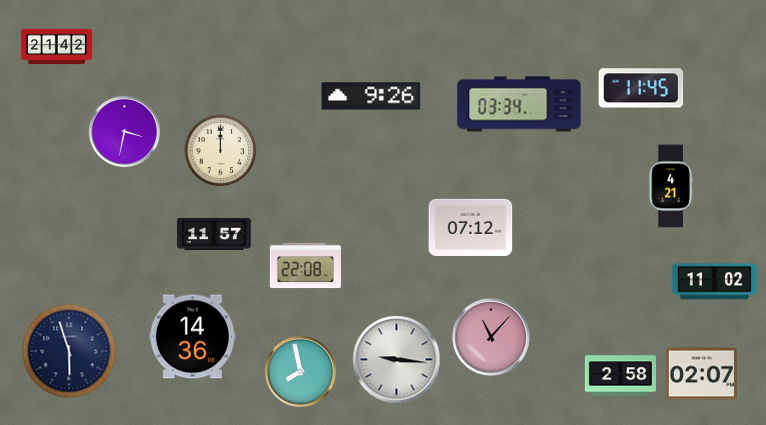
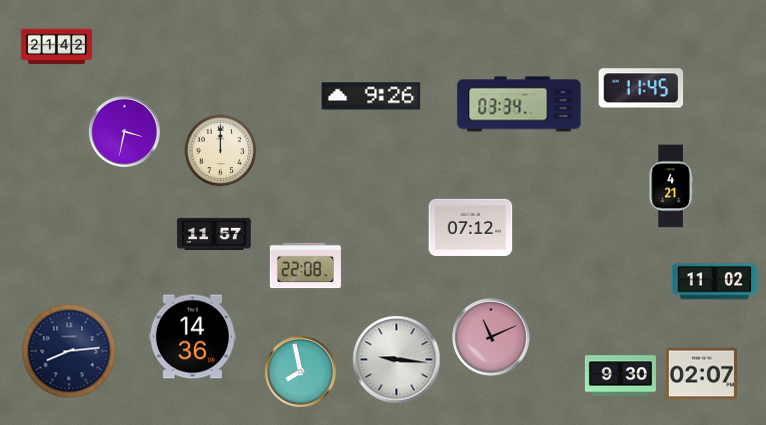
clock at (492, 338): 11:07 -> 11:11
clock at (69, 351): 5:57 -> 8:14
clock at (620, 376): 2:58 -> 9:30
